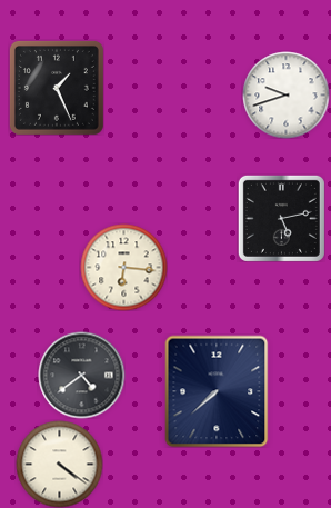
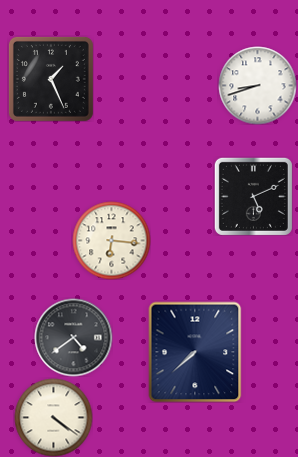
clock at (285, 94): 9:42 -> 8:42
clock at (281, 218): 5:13 -> 5:11
